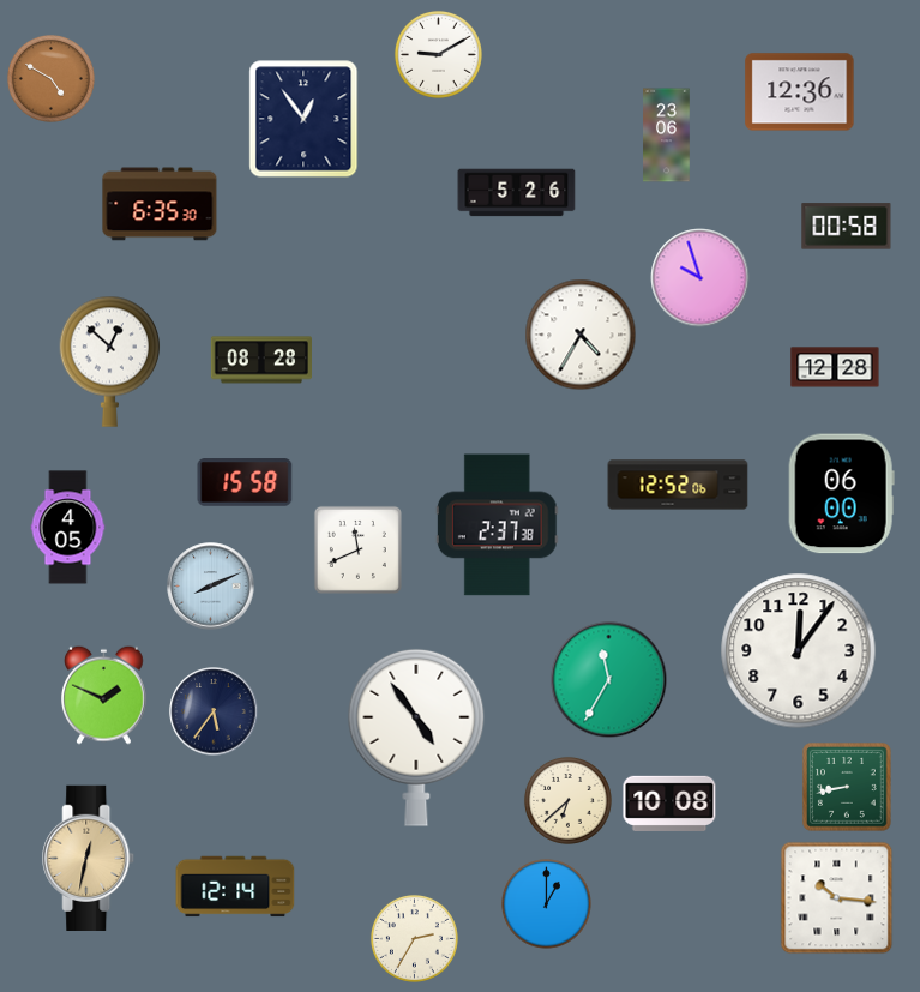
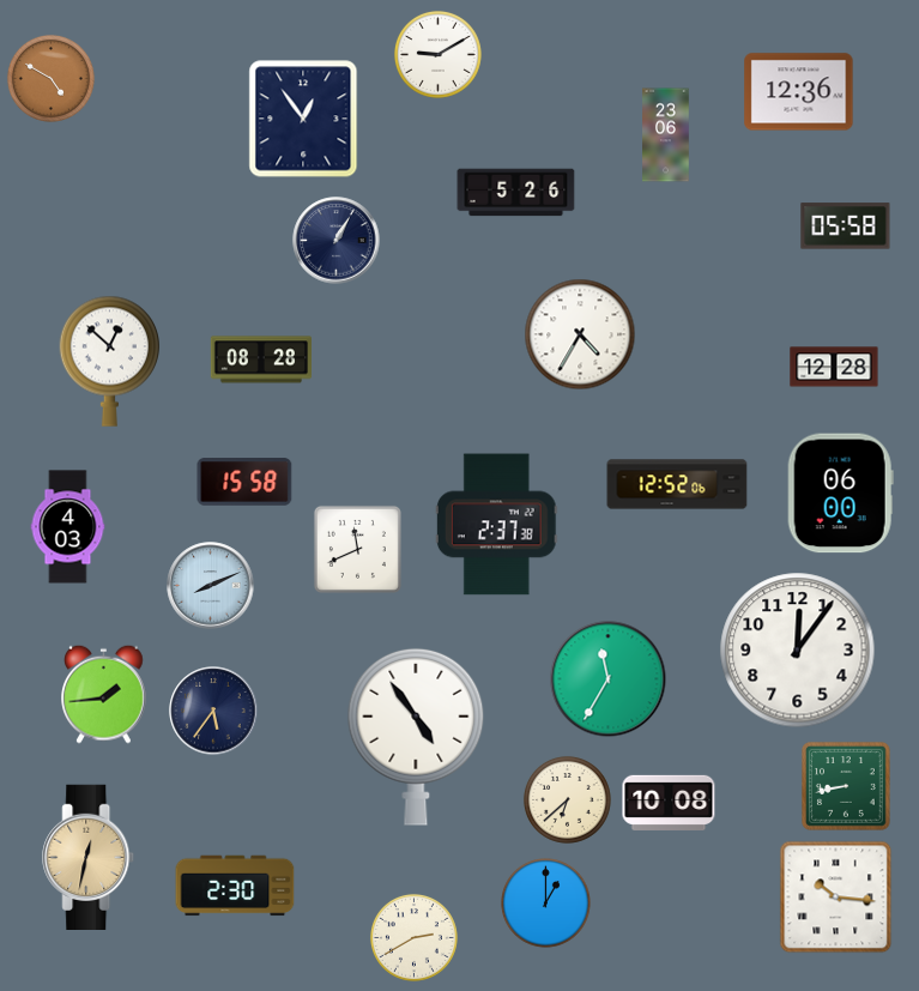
clock at (160, 204): 6:35 -> none
clock at (847, 227): 00:58 -> 05:58
clock at (337, 241): none -> 1:05
clock at (700, 278): 9:57 -> none
clock at (68, 528): 4:05 -> 4:03
clock at (104, 695): 1:49 -> 1:44
clock at (235, 886): 12:14 -> 2:30
clock at (414, 938): 2:35 -> 2:40
